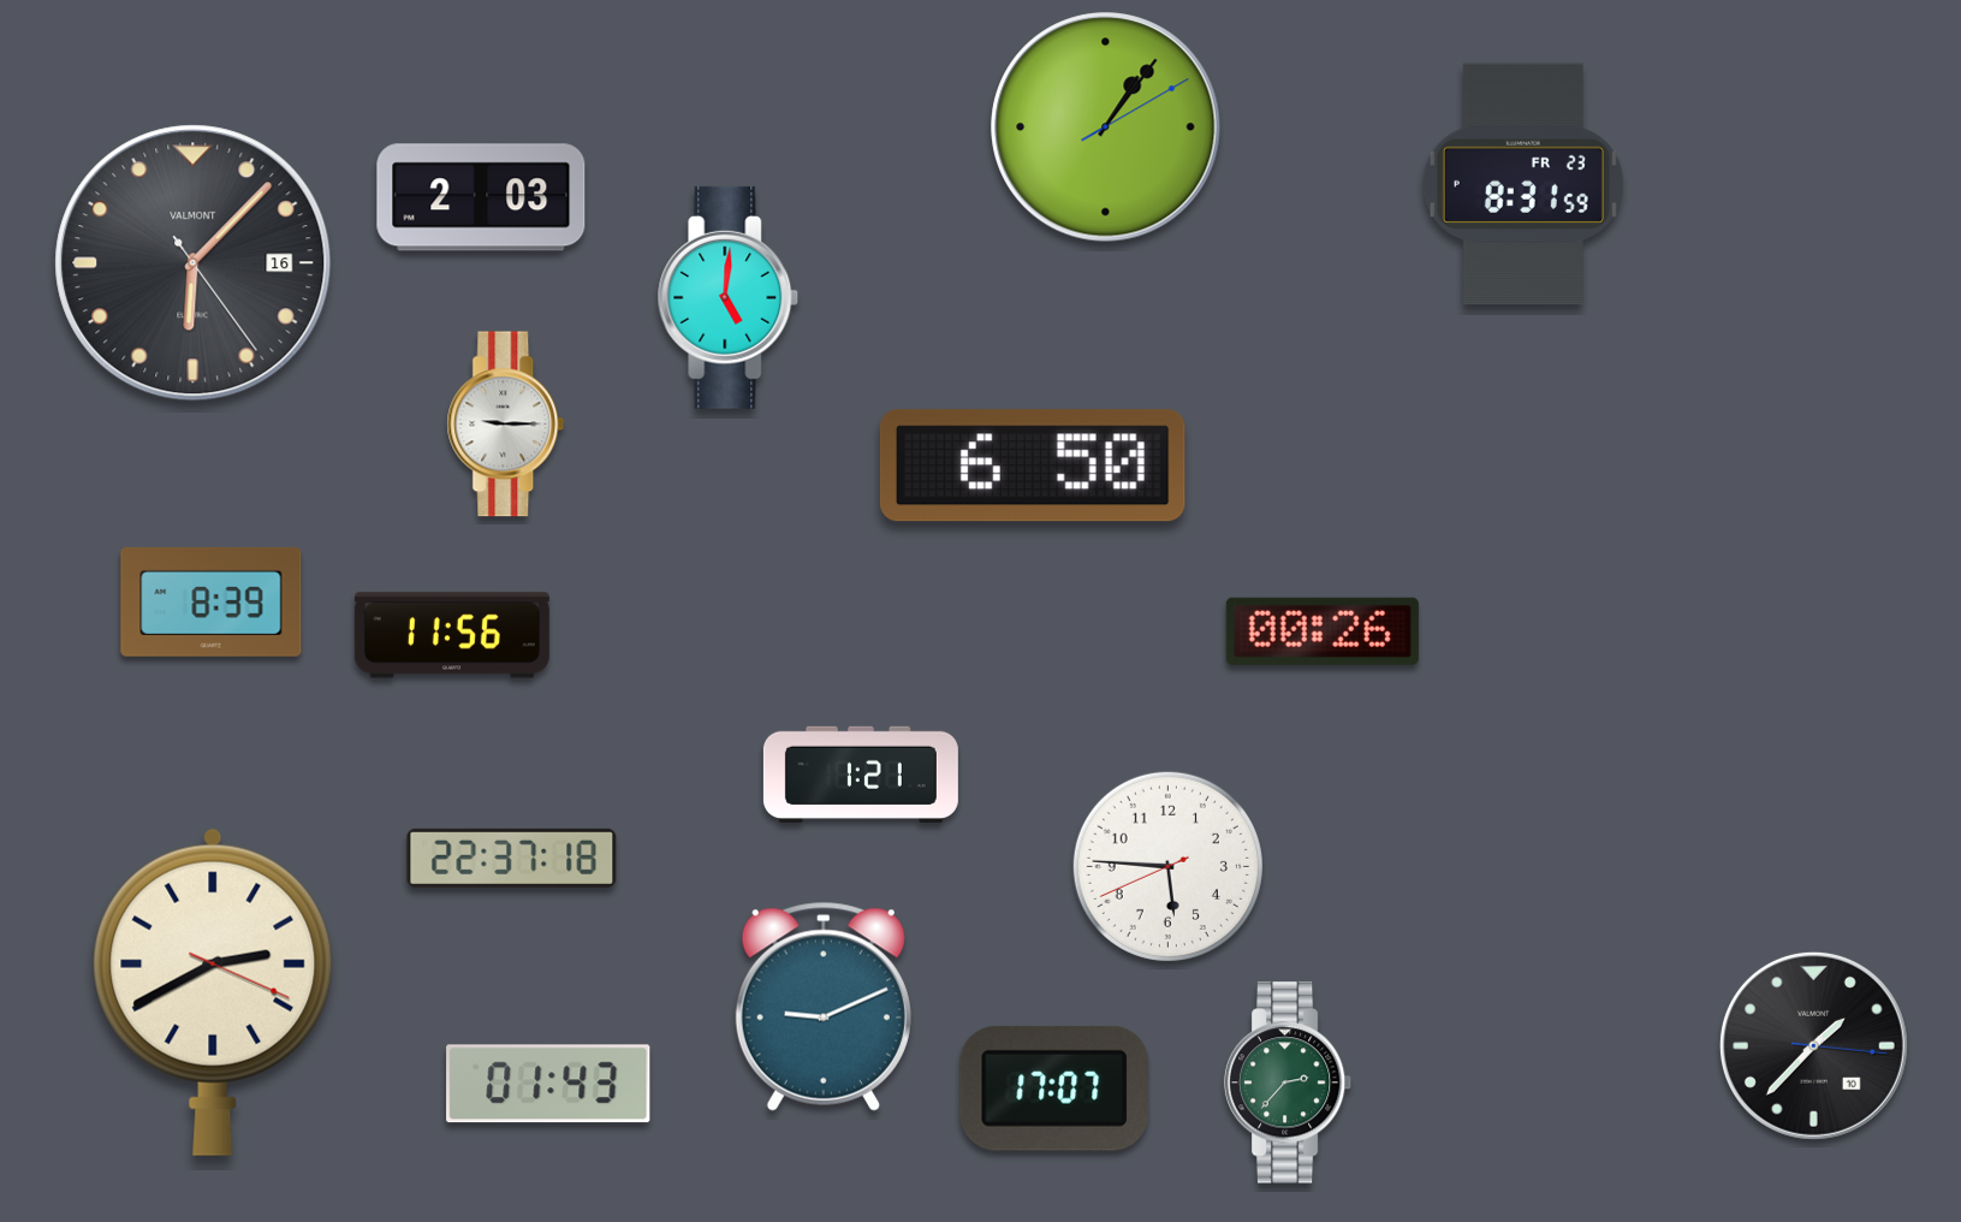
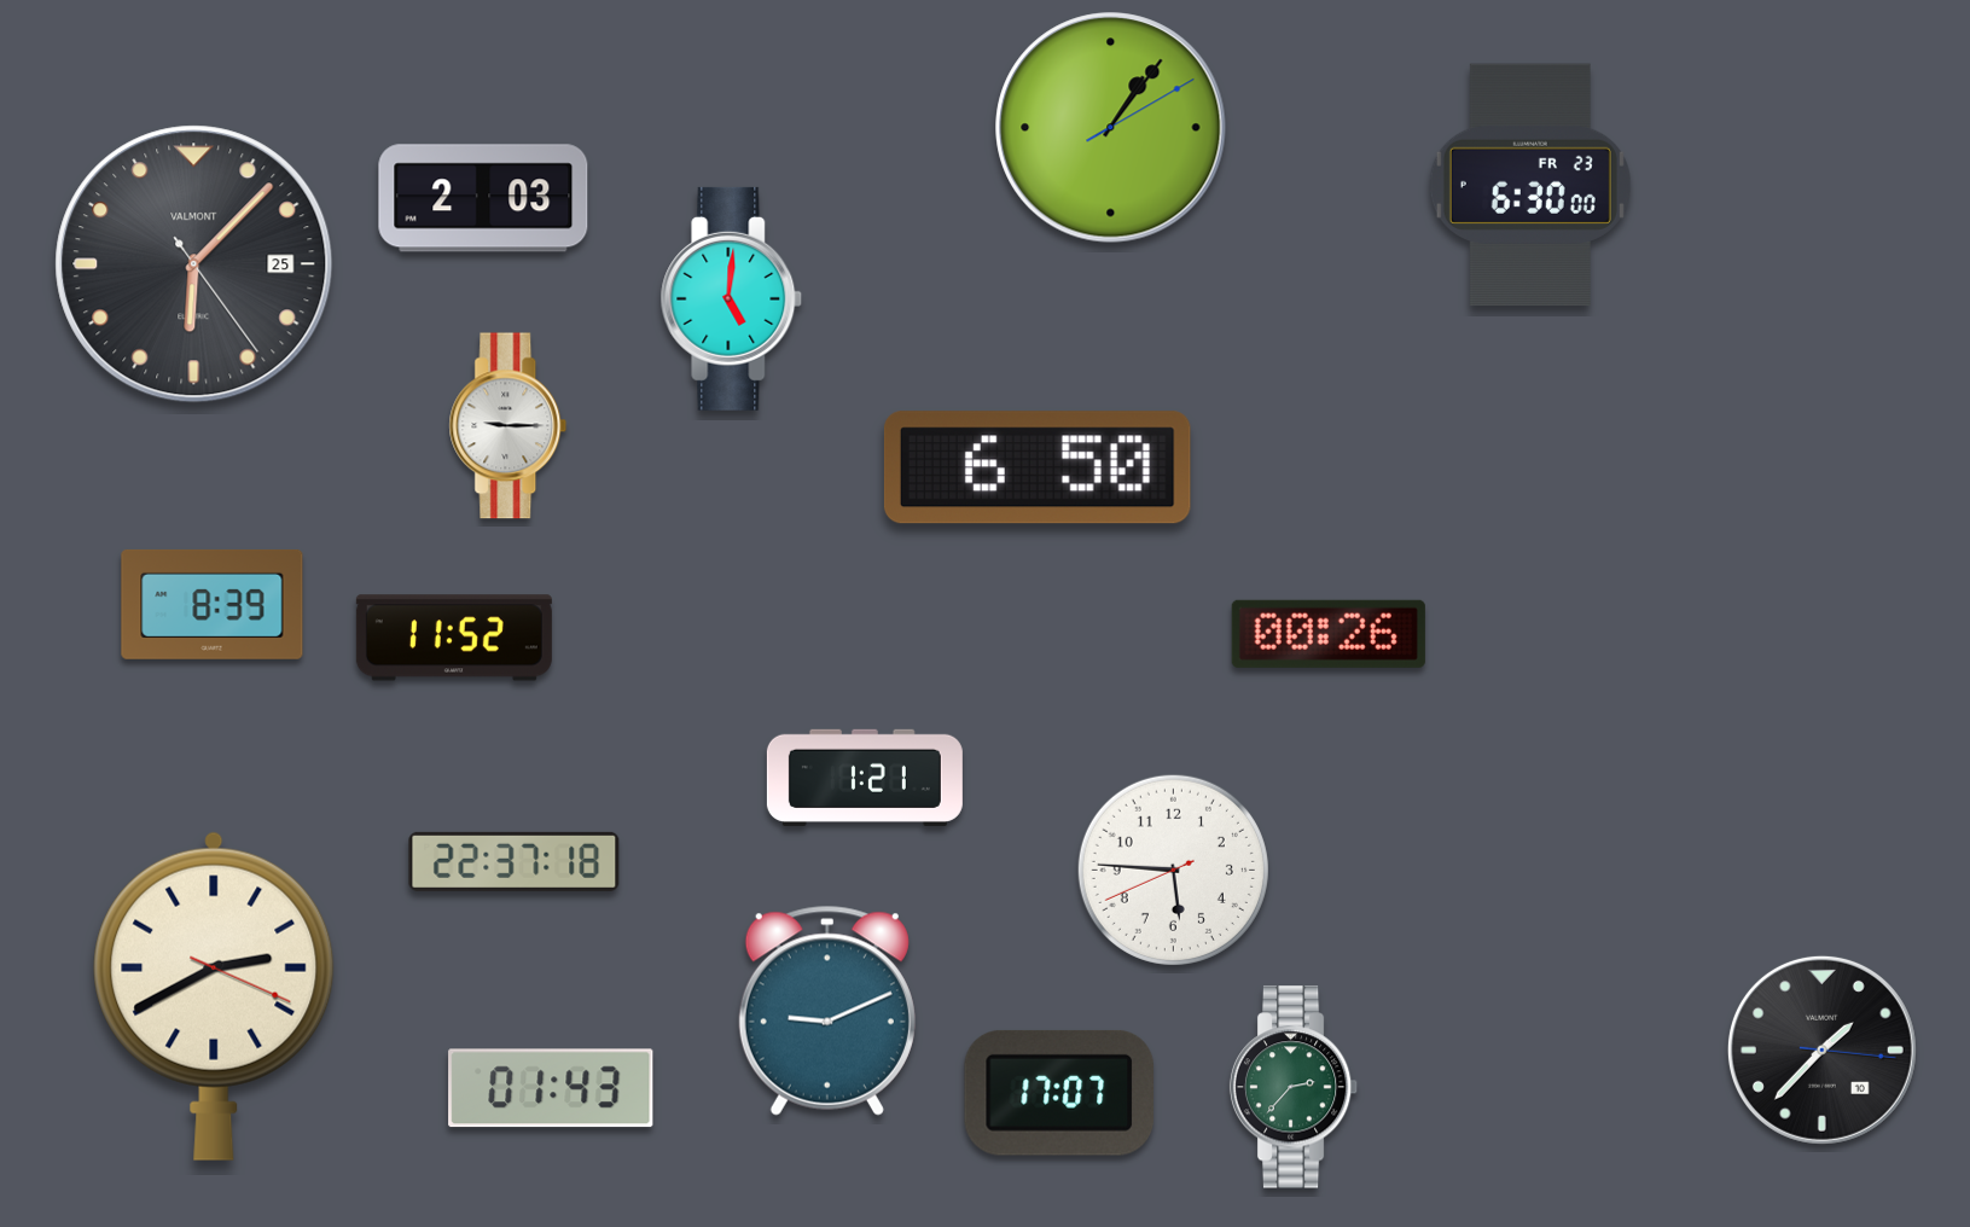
clock at (1523, 184): 8:31 -> 6:30
clock at (194, 263) date: 16 -> 25
clock at (452, 635): 11:56 -> 11:52
